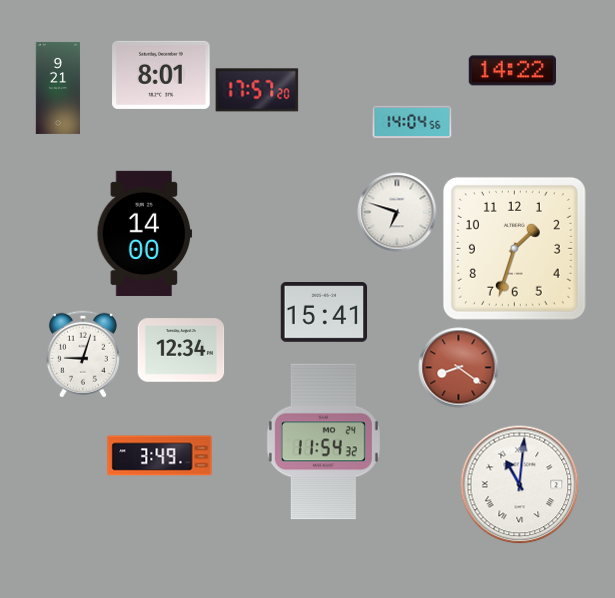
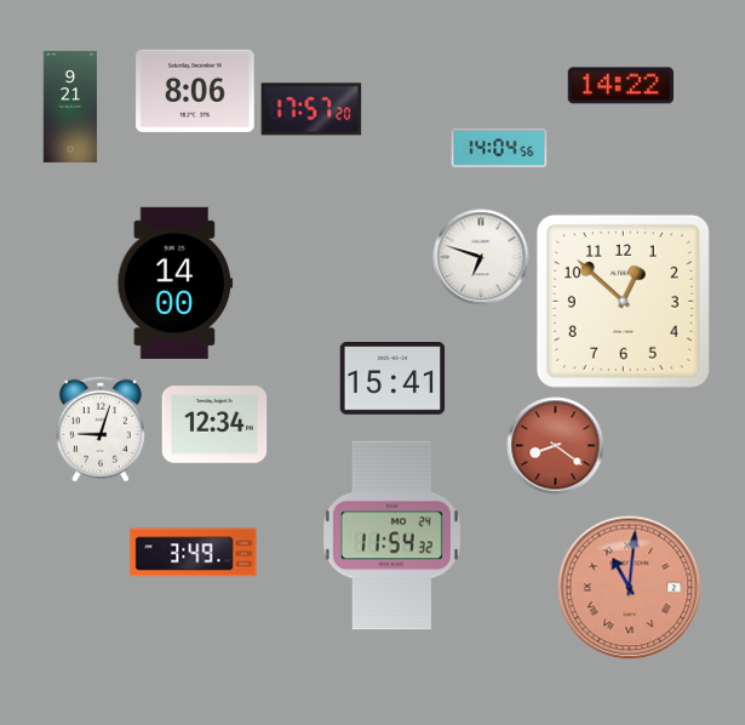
clock at (161, 75): 8:01 -> 8:06
clock at (514, 248): 1:33 -> 12:52
clock at (181, 350) position: (181, 350) -> (214, 424)
clock at (520, 485) dial: white -> salmon
